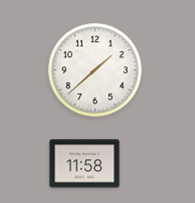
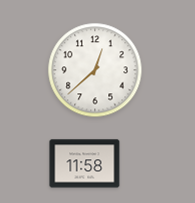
clock at (95, 70): 1:38 -> 12:38
